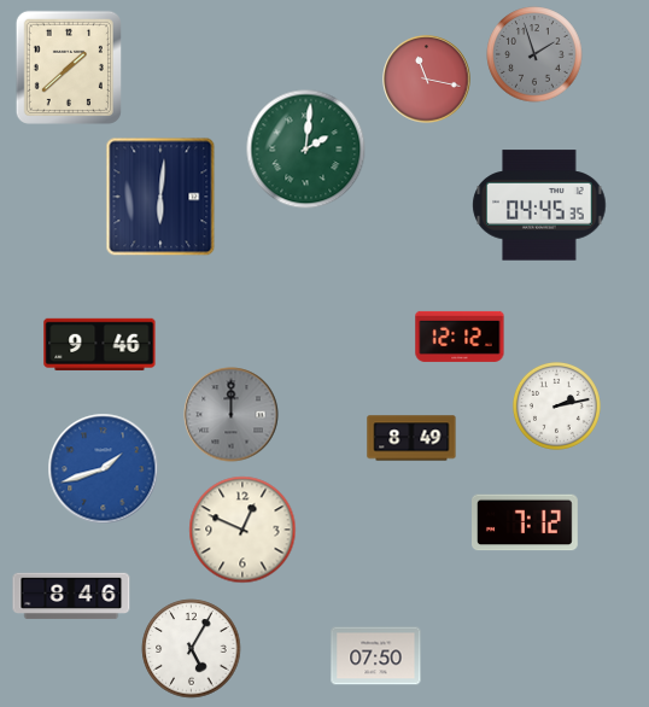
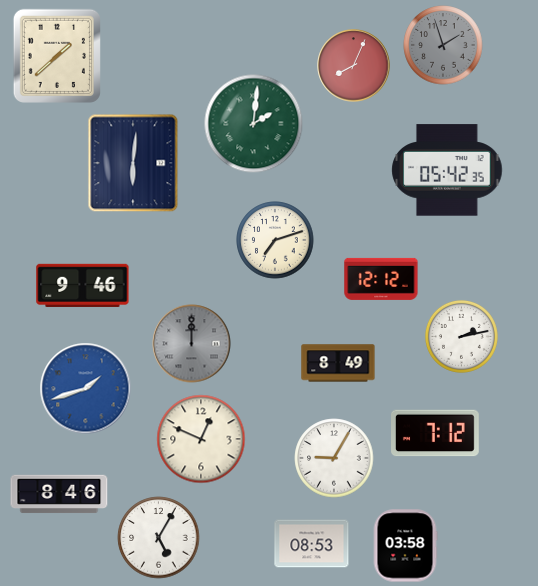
clock at (427, 80): 11:17 -> 8:04
clock at (539, 205): 04:45 -> 05:42
clock at (275, 240): none -> 7:12
clock at (411, 438) position: (411, 438) -> (338, 363)
clock at (334, 458): none -> 9:05
clock at (376, 656): 07:50 -> 08:53
clock at (405, 546): none -> 03:58
